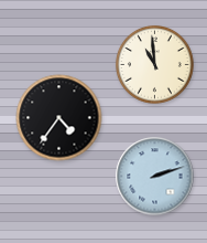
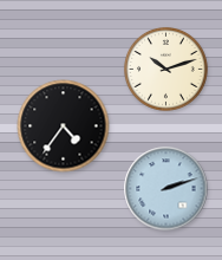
clock at (154, 64): 10:59 -> 10:12
